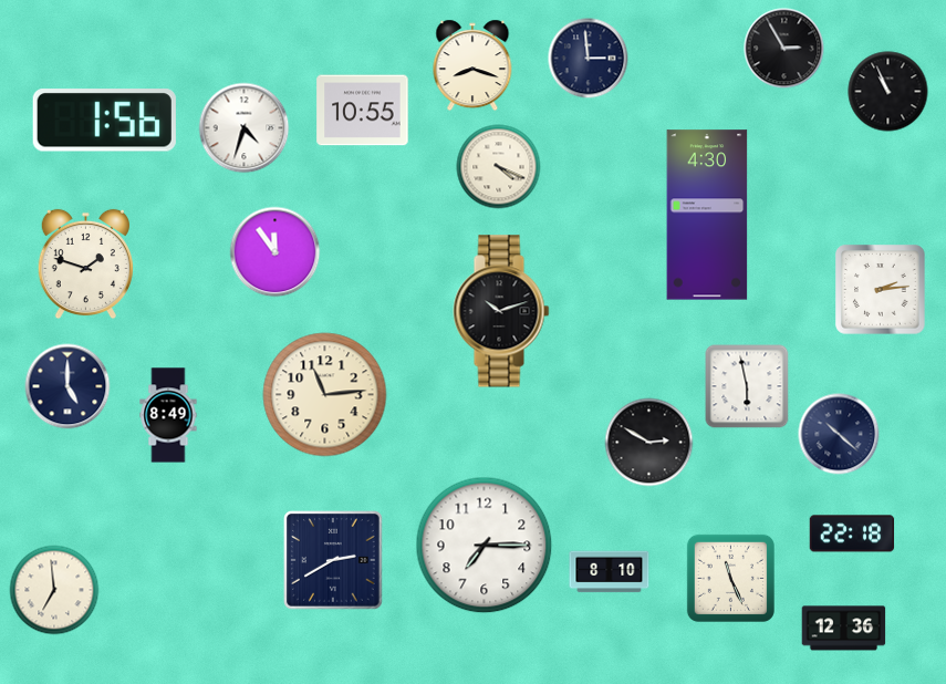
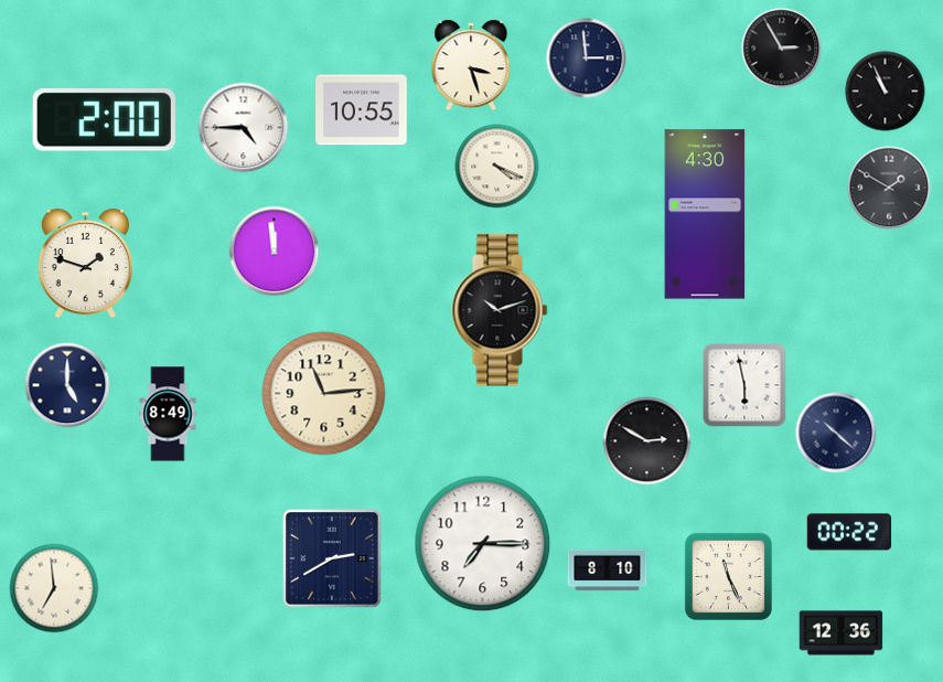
clock at (472, 65): 8:18 -> 3:27
clock at (104, 121): 1:56 -> 2:00
clock at (245, 128): 4:33 -> 4:45
clock at (889, 188): none -> 1:50
clock at (276, 252): 11:54 -> 11:59
clock at (881, 290): 2:14 -> none
clock at (852, 533): 22:18 -> 00:22
clock at (844, 629) position: (844, 629) -> (842, 633)
